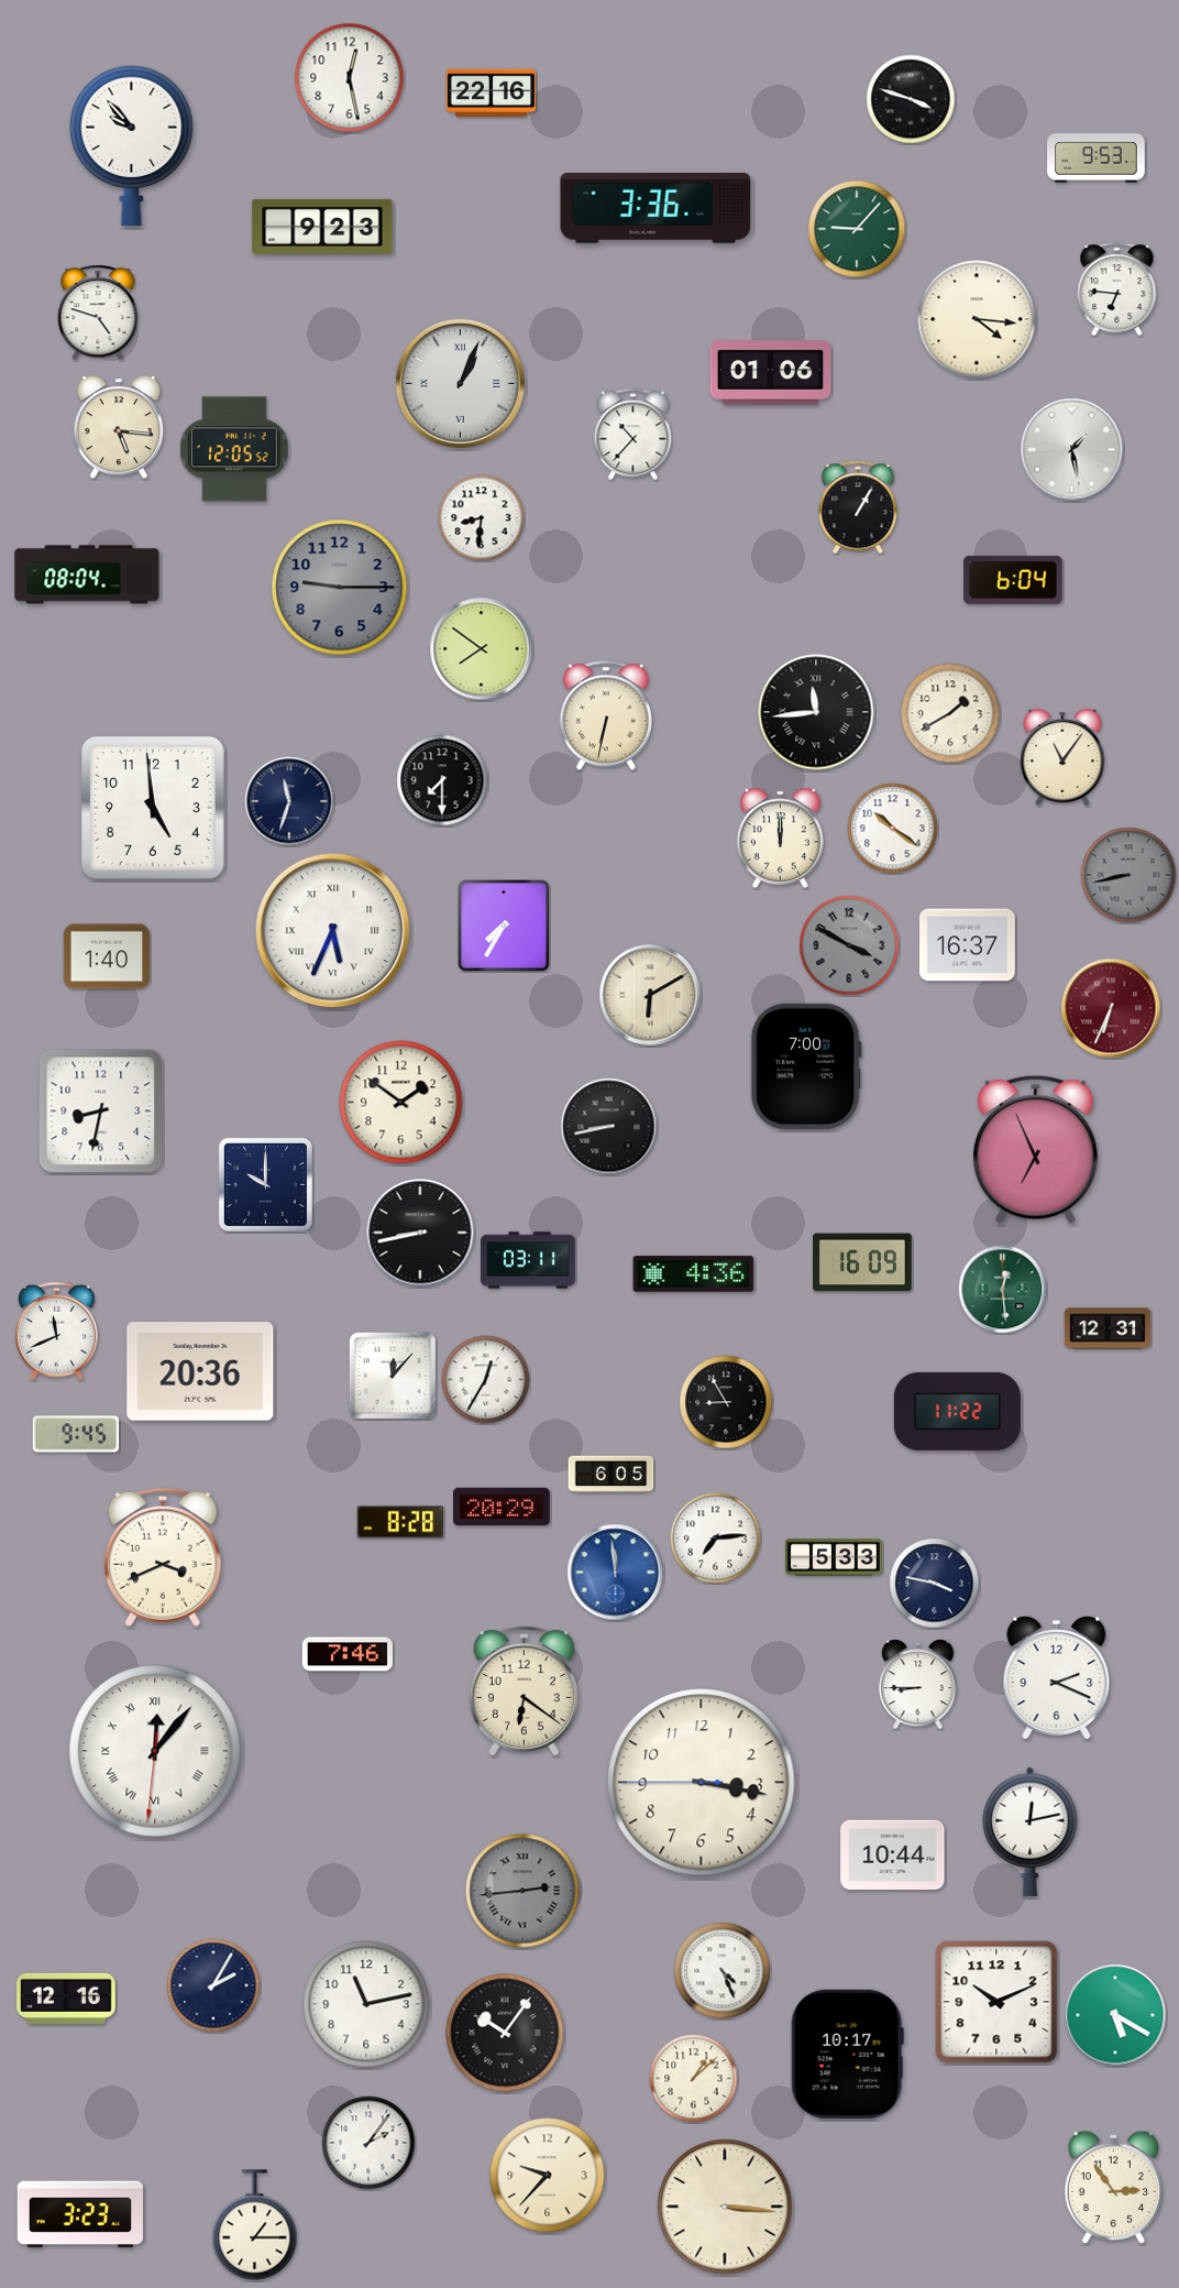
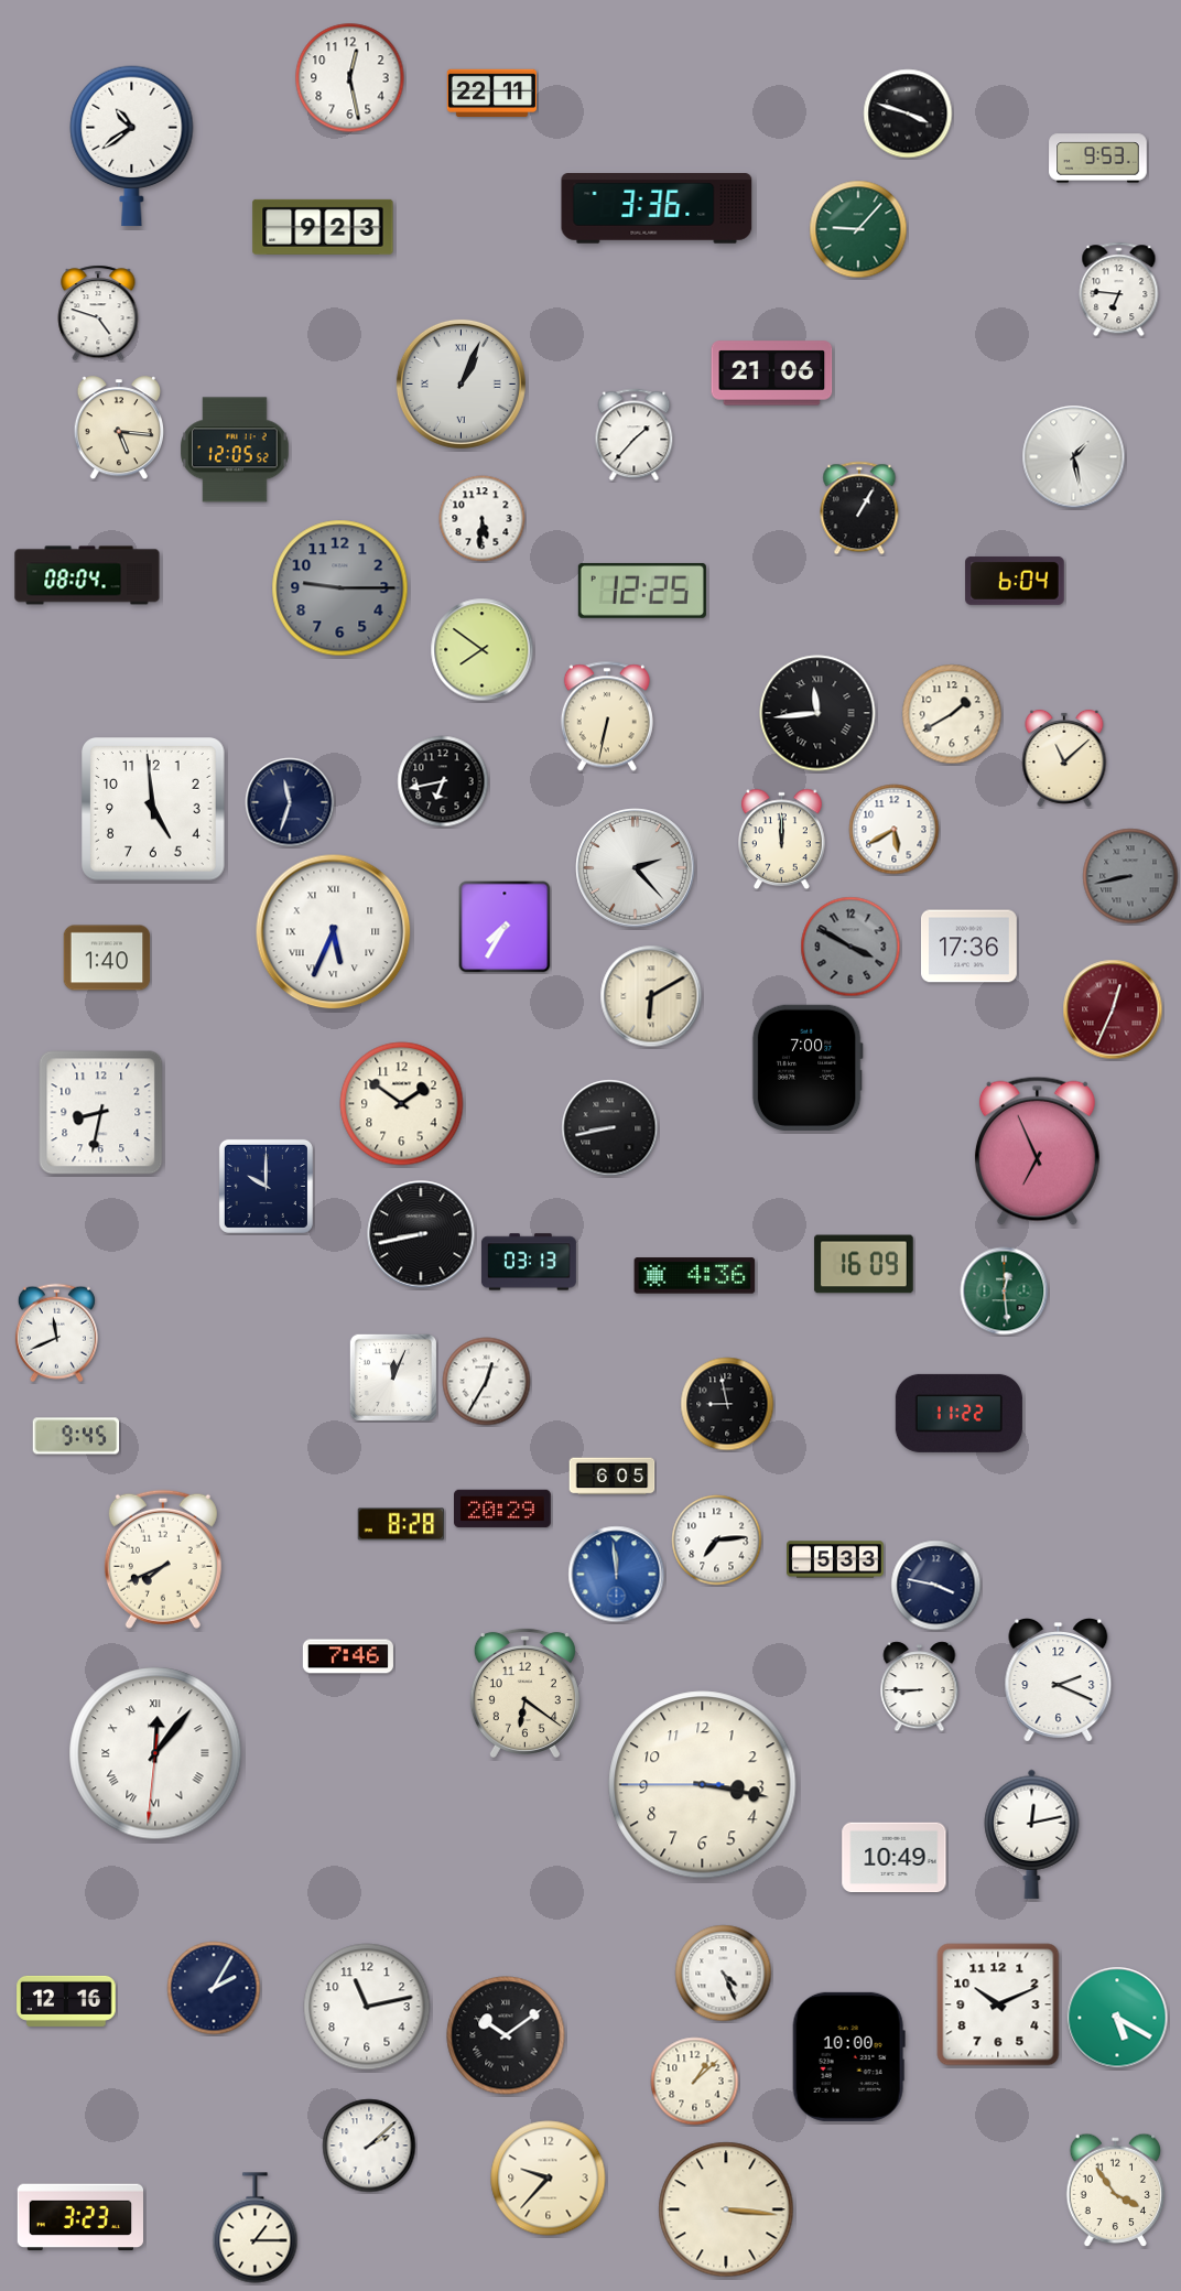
clock at (491, 92): 22:16 -> 22:11
clock at (911, 99) position: (911, 99) -> (908, 114)
clock at (132, 146): 9:53 -> 10:39
clock at (977, 319): 4:16 -> none
clock at (771, 373): 01:06 -> 21:06
clock at (633, 435): 10:37 -> 1:37
clock at (1072, 450) position: (1072, 450) -> (1074, 457)
clock at (482, 518): 8:31 -> 5:31
clock at (642, 591): none -> 12:25
clock at (1062, 757): 11:06 -> 11:08
clock at (442, 780): 7:30 -> 6:43
clock at (893, 829): 10:21 -> 5:40
clock at (636, 868): none -> 2:23
clock at (968, 945): 16:37 -> 17:36
clock at (1111, 1008): 6:34 -> 12:34
clock at (528, 1260): 03:11 -> 03:13
clock at (1108, 1328): 12:31 -> none
clock at (200, 1371): 20:36 -> none
clock at (393, 1376): 12:07 -> 12:04
clock at (726, 1402): 8:55 -> 8:58
clock at (163, 1557): 3:41 -> 7:41
clock at (893, 1855): 10:44 -> 10:49
clock at (522, 1891): 2:44 -> none
clock at (505, 2033): 10:06 -> 10:09
clock at (847, 2054): 10:17 -> 10:00
clock at (368, 2143): 2:06 -> 2:08
clock at (1114, 2188): 2:54 -> 3:54
